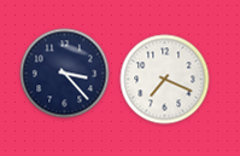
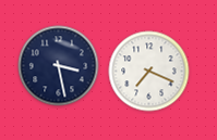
clock at (65, 74): 3:23 -> 3:28
